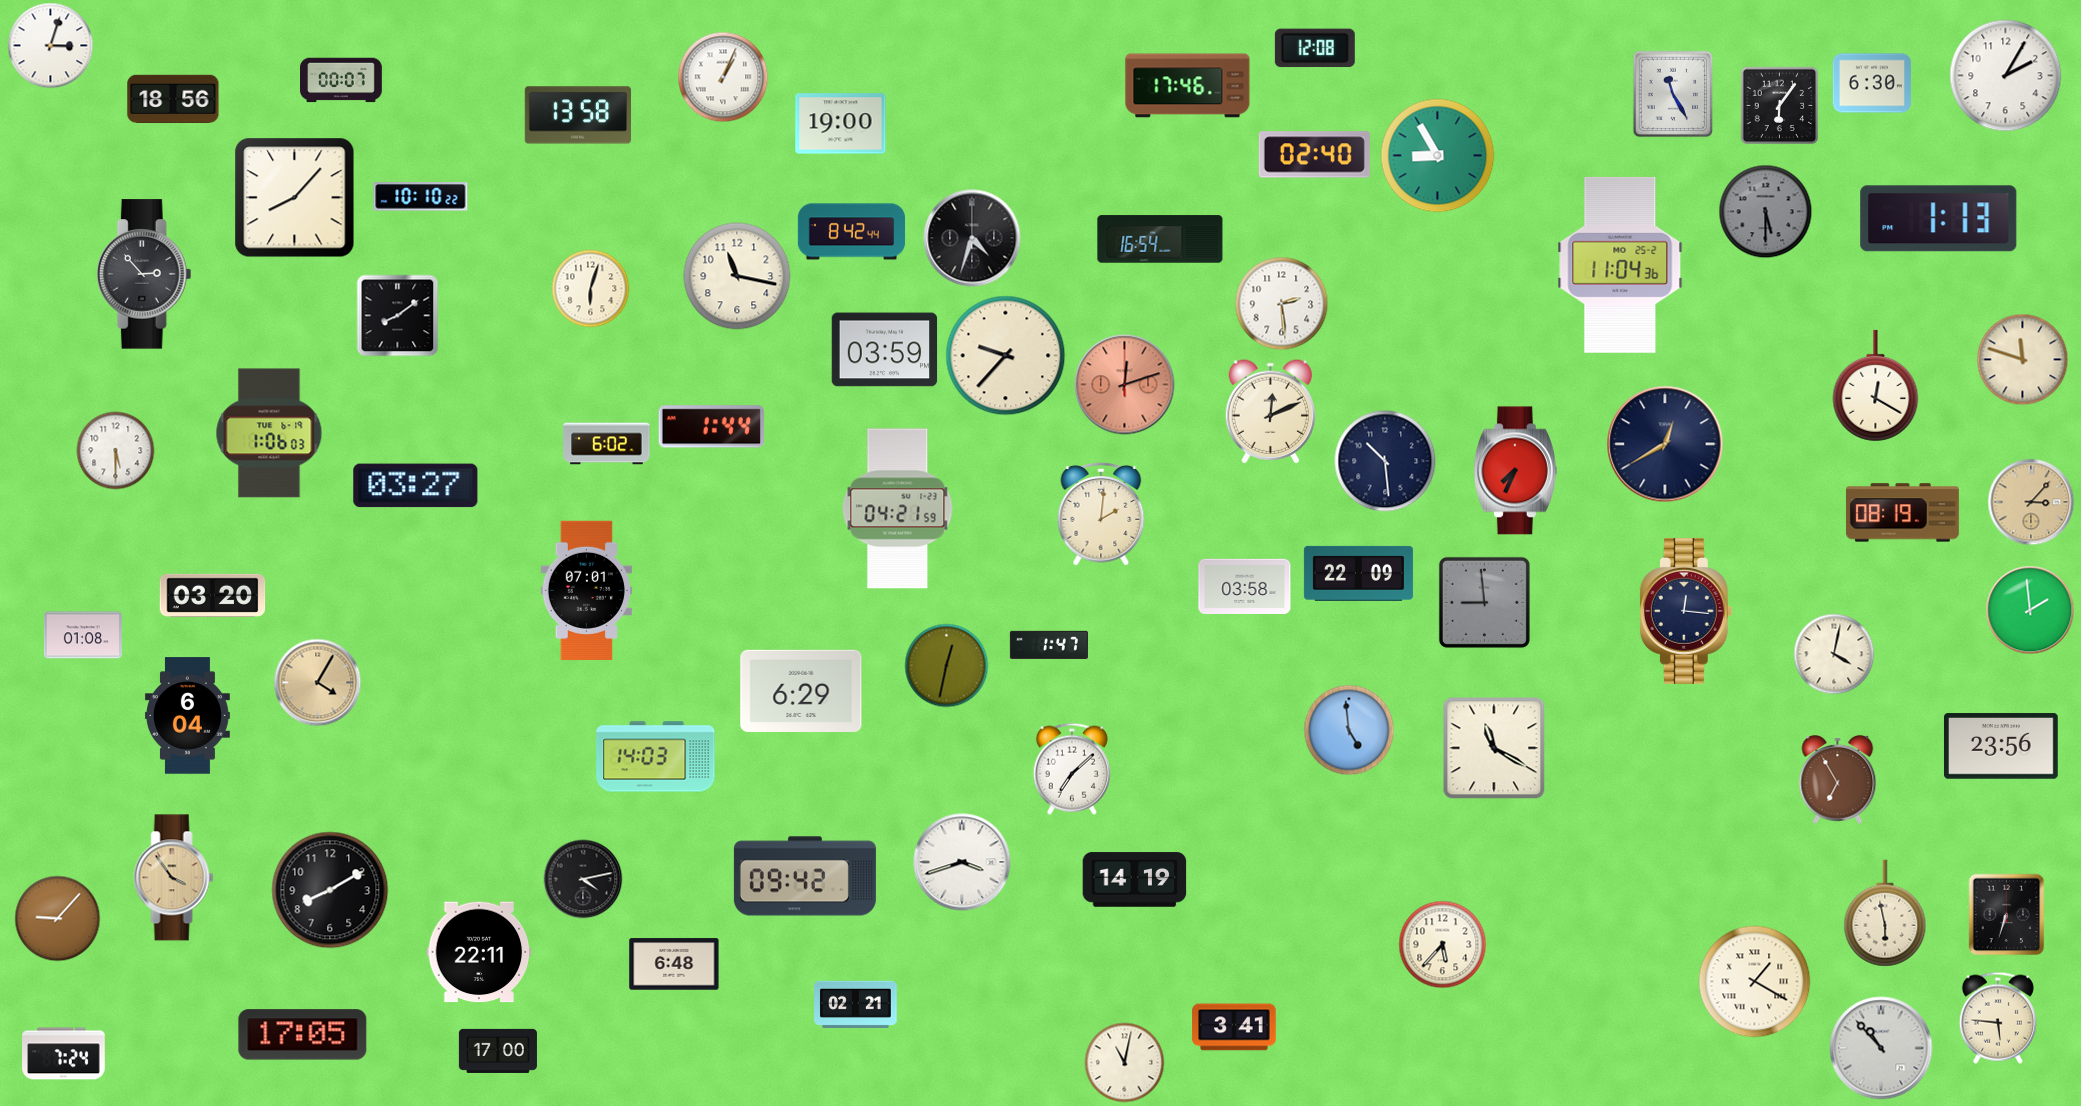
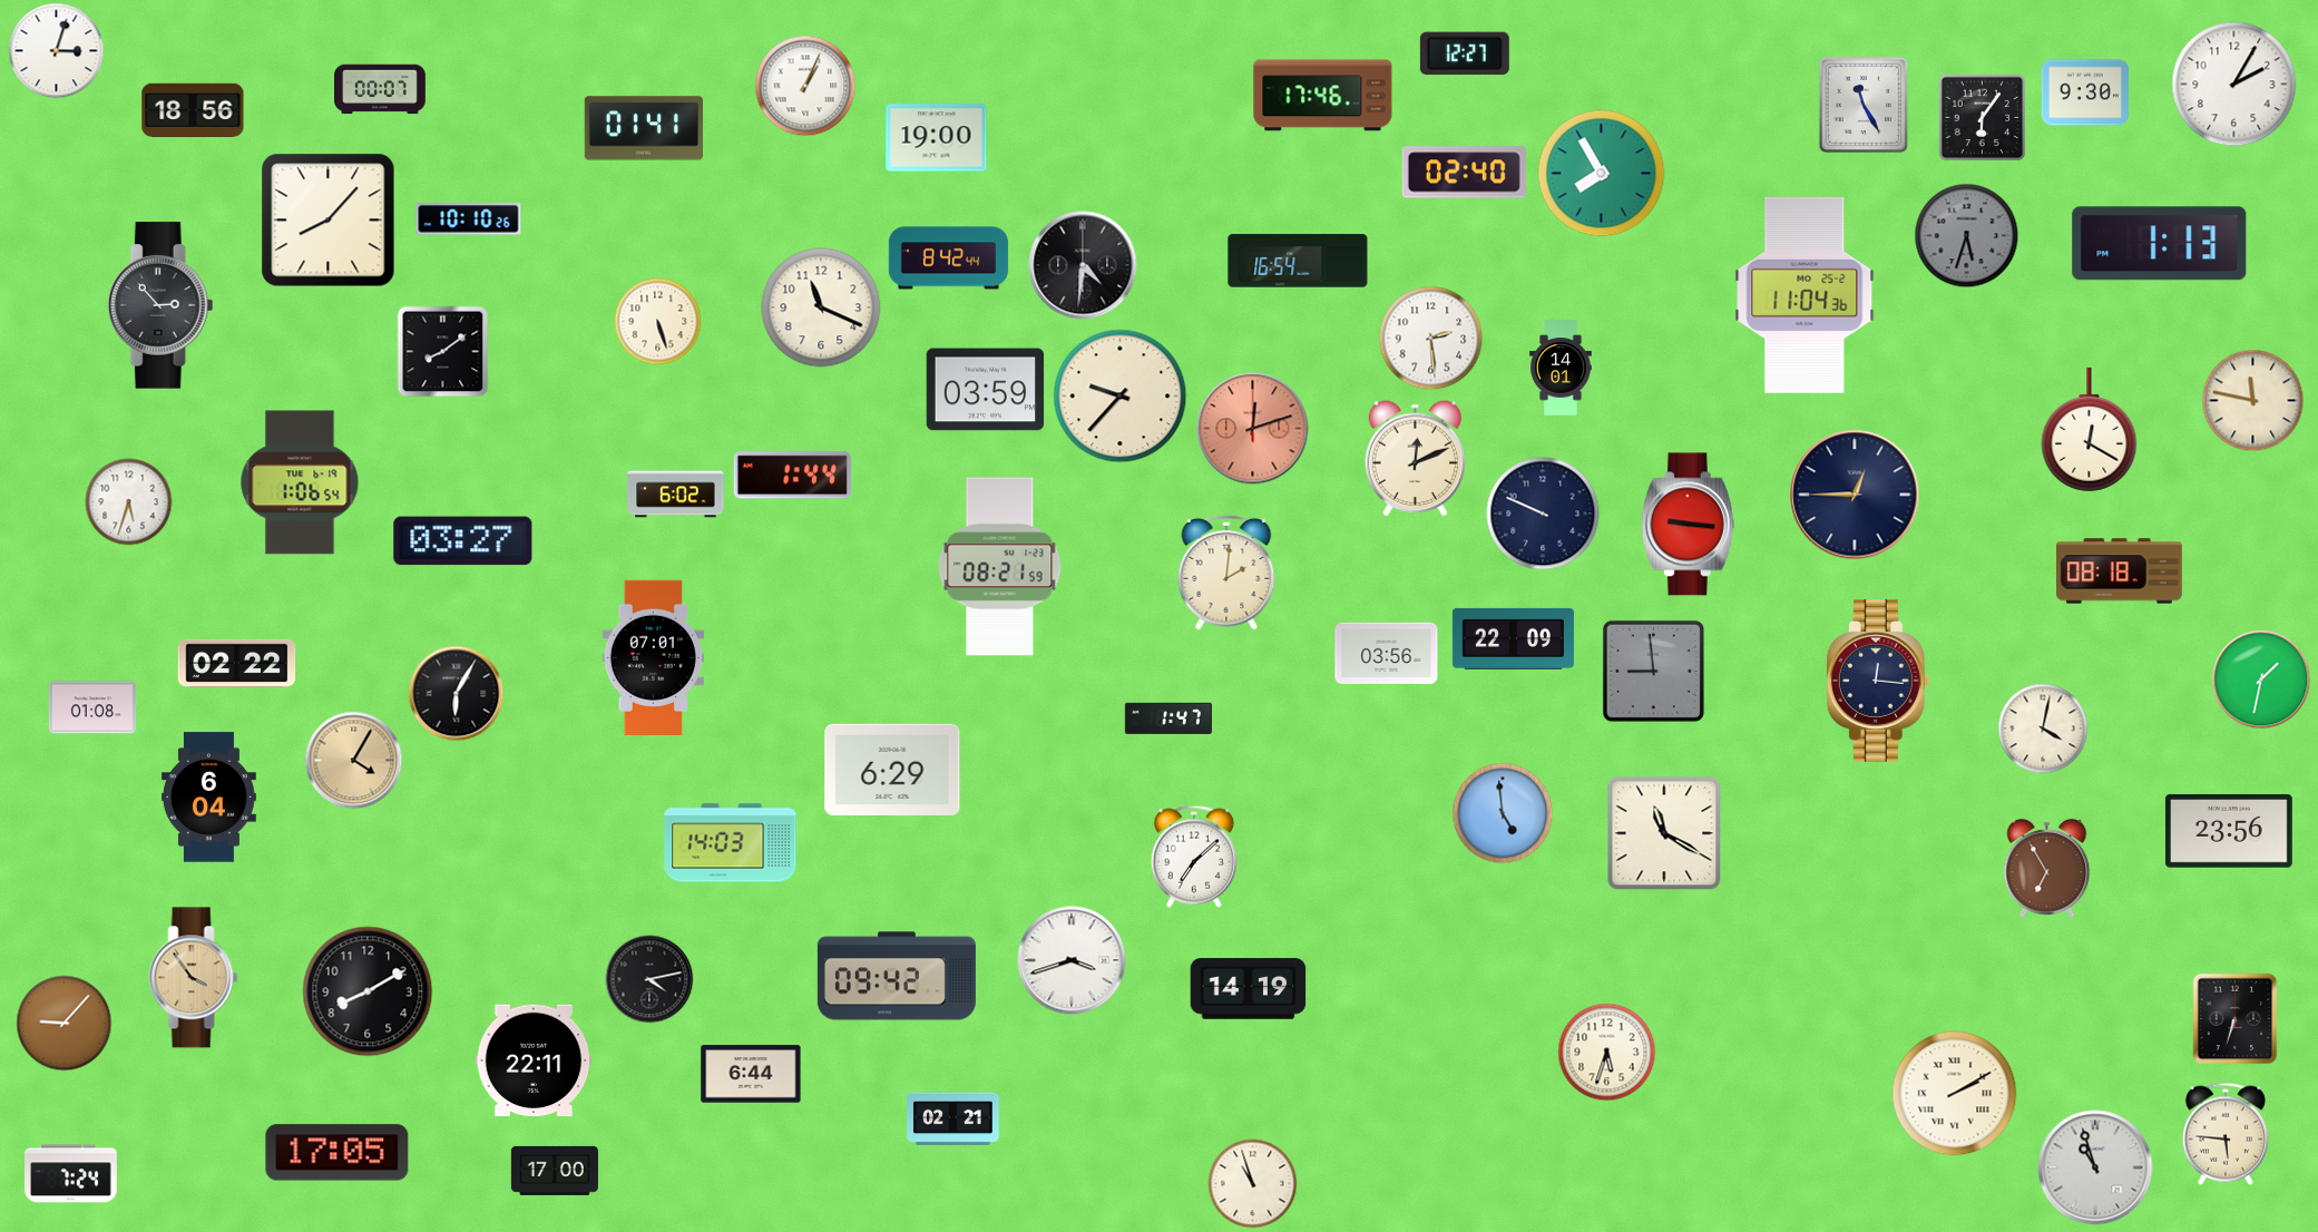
clock at (1315, 48): 12:08 -> 12:27
clock at (1872, 83): 6:30 -> 9:30
clock at (578, 115): 13:58 -> 01:41
clock at (1438, 156): 8:55 -> 7:55
clock at (421, 197): 10:10:22 -> 10:10:26
clock at (1766, 212): 5:30 -> 5:33
clock at (972, 238): 4:33 -> 4:31
clock at (1160, 239) position: (1160, 239) -> (1298, 261)
clock at (737, 276): 11:17 -> 11:19
clock at (591, 289): 6:03 -> 5:27
clock at (1282, 304) position: (1282, 304) -> (1431, 339)
clock at (1561, 368): none -> 14:01
clock at (2023, 360): 11:48 -> 11:47
clock at (269, 433): 1:06:03 -> 1:06:54
clock at (1665, 444): 12:40 -> 12:45
clock at (116, 451): 5:30 -> 5:33
clock at (1385, 461): 10:29 -> 9:49
clock at (1515, 471): 7:34 -> 9:16
clock at (2031, 502): 3:07 -> none
clock at (898, 509): 04:21 -> 08:21
clock at (1902, 513): 08:19 -> 08:18
clock at (1245, 586): 03:58 -> 03:56
clock at (213, 595): 03:20 -> 02:22
clock at (2030, 610): 1:59 -> 1:32
clock at (457, 694): none -> 6:05
clock at (947, 666): 12:32 -> none
clock at (1135, 880) position: (1135, 880) -> (1249, 989)
clock at (1885, 913): 5:58 -> none
clock at (1443, 945): 5:37 -> 5:33
clock at (674, 964): 6:48 -> 6:44
clock at (1755, 982): 1:20 -> 2:10
clock at (1234, 1027): 3:41 -> none
clock at (1881, 1048): 10:53 -> 10:57
clock at (1125, 1063): 11:02 -> 10:57
